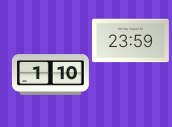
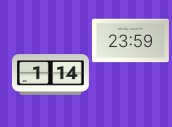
clock at (50, 75): 1:10 -> 1:14
